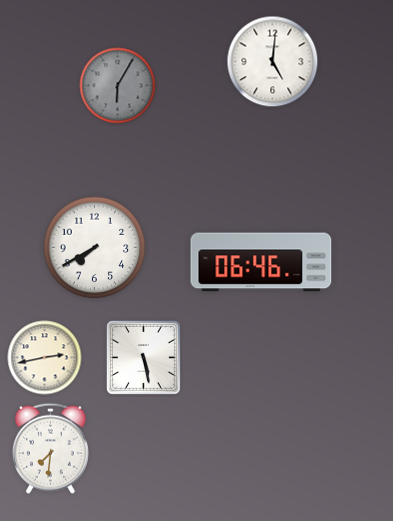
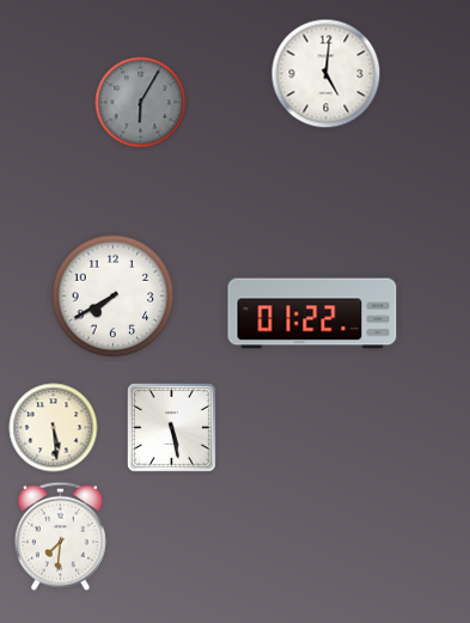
clock at (261, 262): 06:46 -> 01:22
clock at (45, 358): 2:43 -> 5:29
